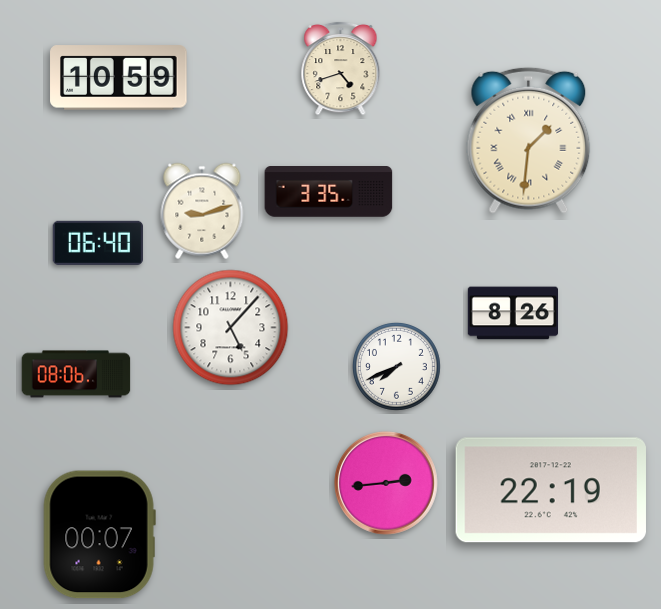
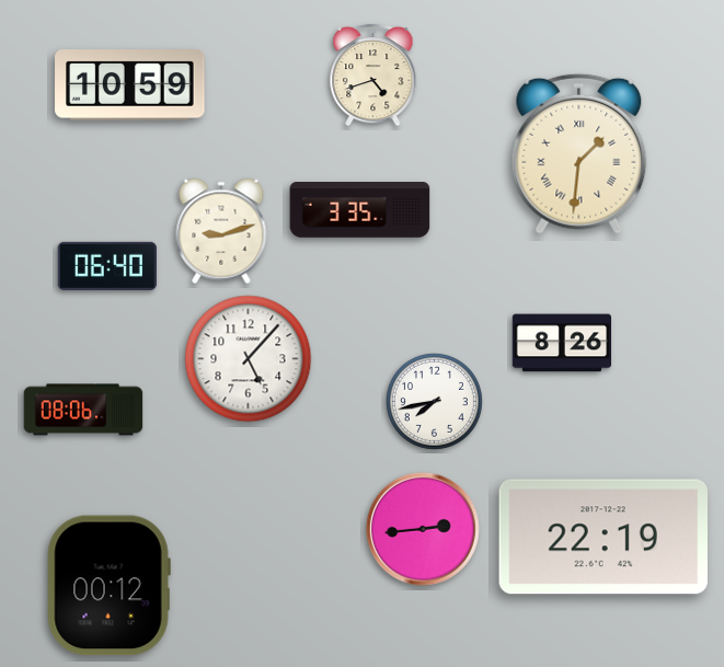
clock at (231, 328) position: (231, 328) -> (249, 359)
clock at (396, 366): 7:41 -> 7:43
clock at (99, 535): 00:07 -> 00:12
